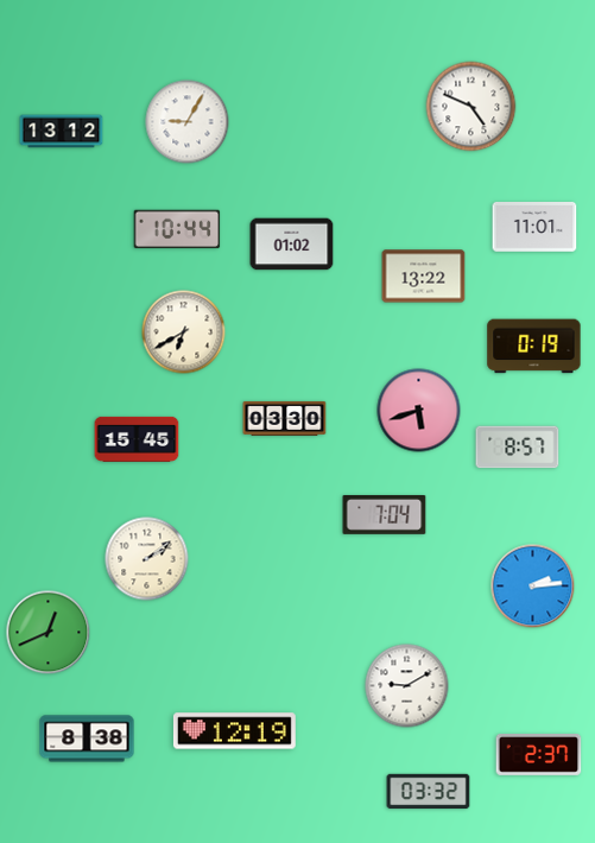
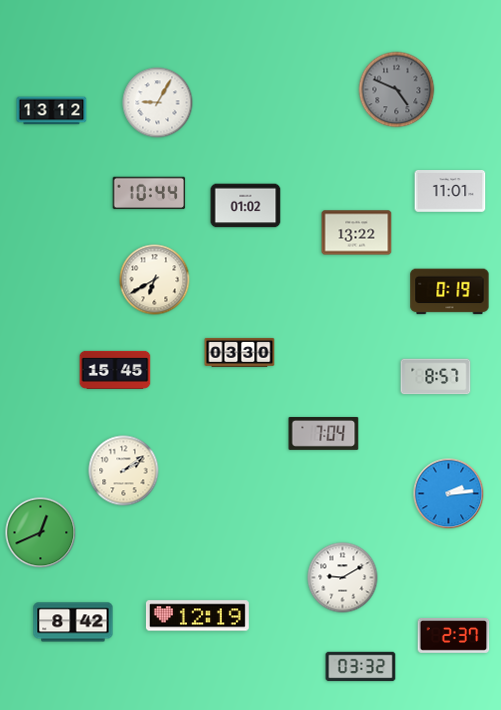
clock at (471, 107) dial: white -> grey
clock at (419, 411): 5:42 -> none
clock at (87, 739): 8:38 -> 8:42
